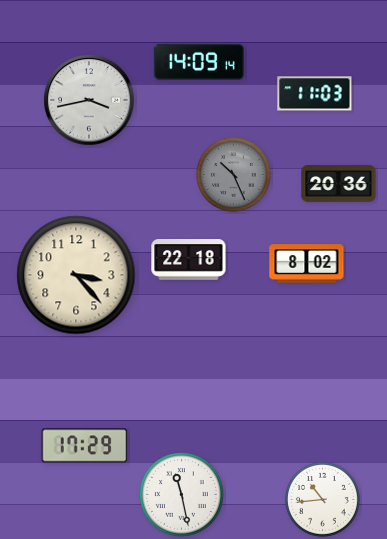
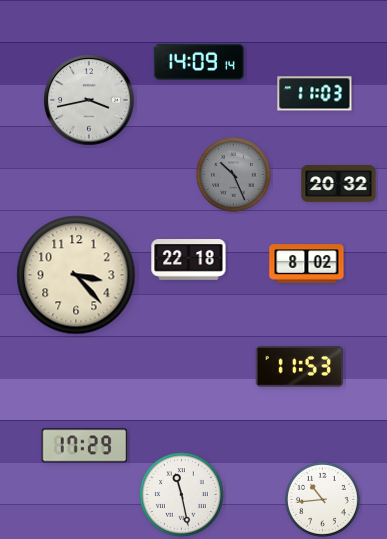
clock at (339, 184): 20:36 -> 20:32
clock at (300, 366): none -> 11:53
